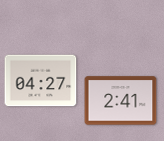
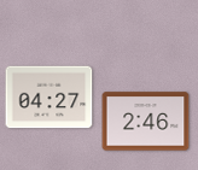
clock at (121, 101): 2:41 -> 2:46
